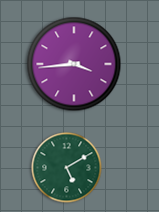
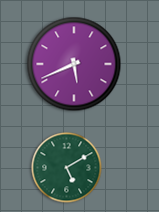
clock at (74, 64): 3:44 -> 5:41
